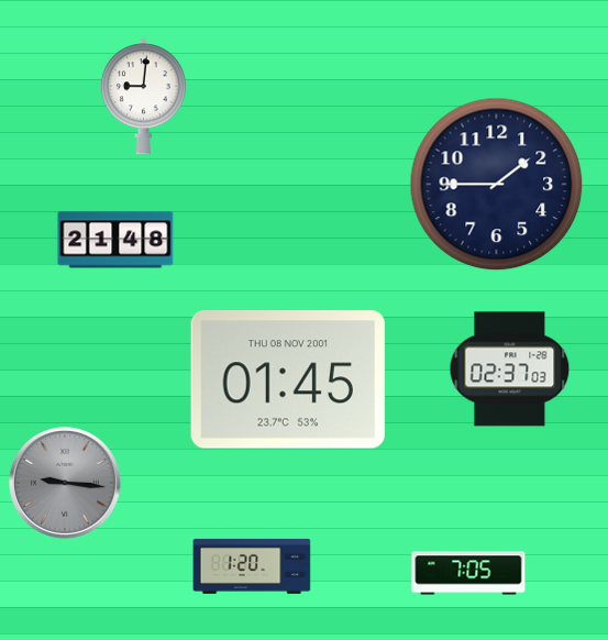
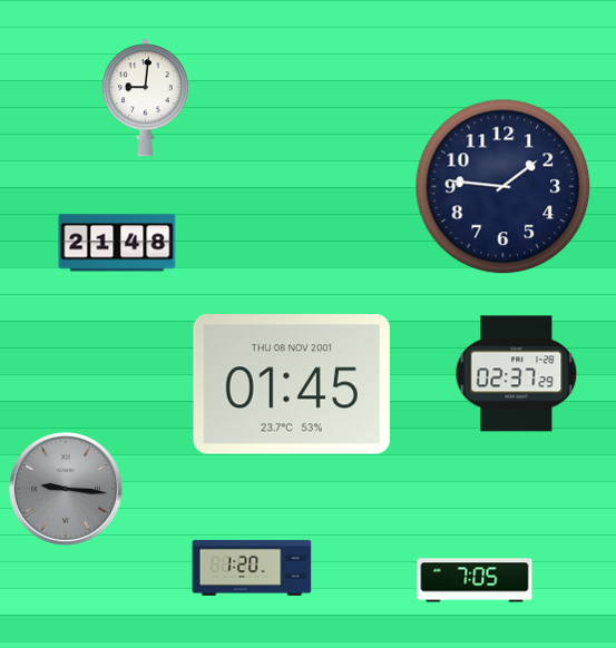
clock at (497, 185): 1:45 -> 1:46
clock at (510, 369): 02:37:03 -> 02:37:29
clock at (252, 566) position: (252, 566) -> (252, 568)
